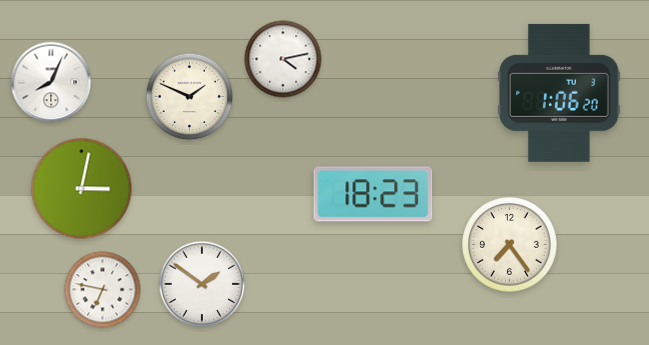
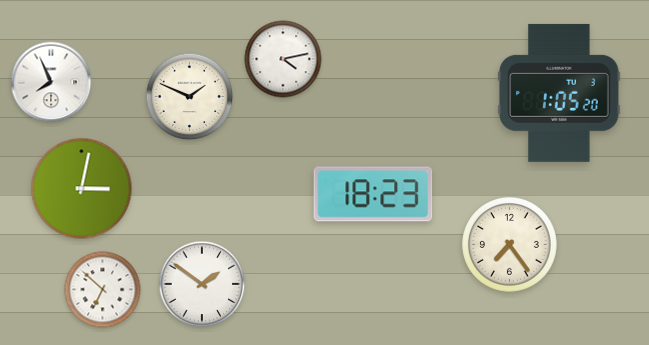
clock at (51, 82): 8:04 -> 7:56
clock at (559, 93): 1:06 -> 1:05
clock at (103, 290): 6:47 -> 6:52
